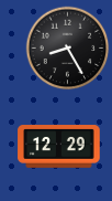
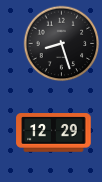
clock at (68, 49): 8:25 -> 8:27
